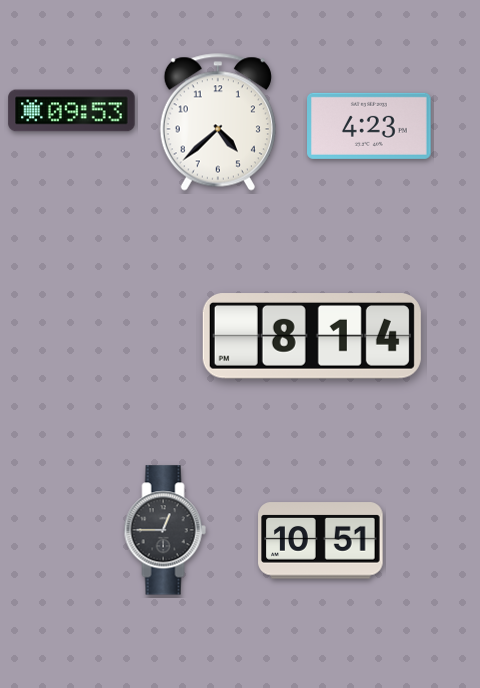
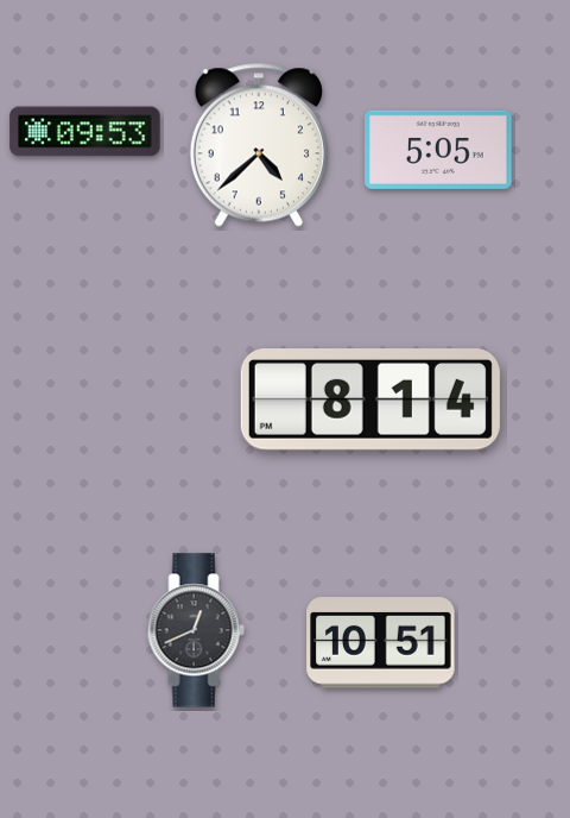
clock at (370, 126): 4:23 -> 5:05
clock at (165, 530): 12:45 -> 12:41
